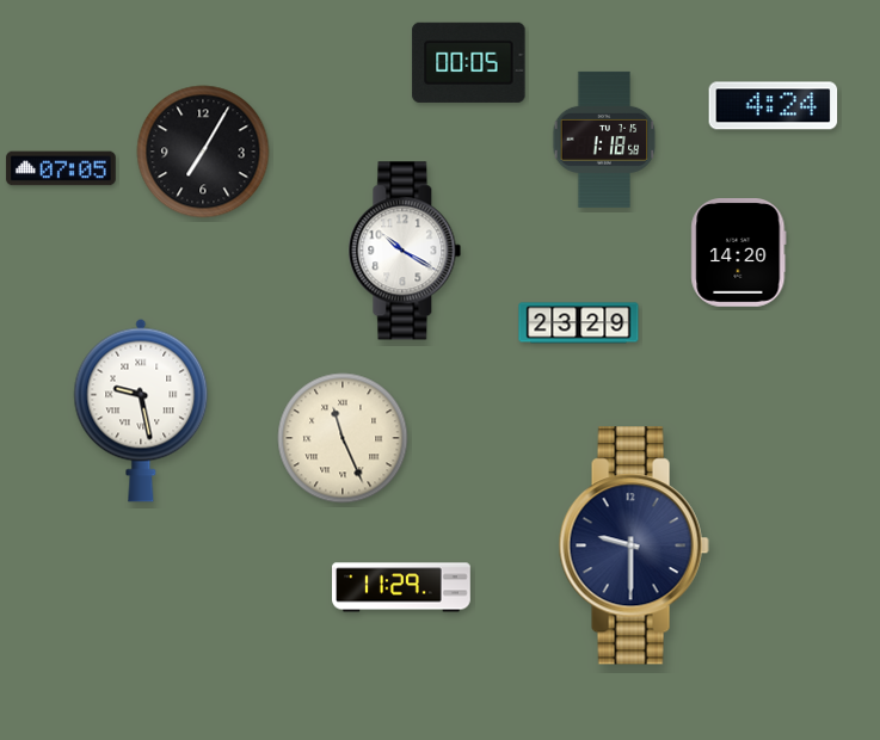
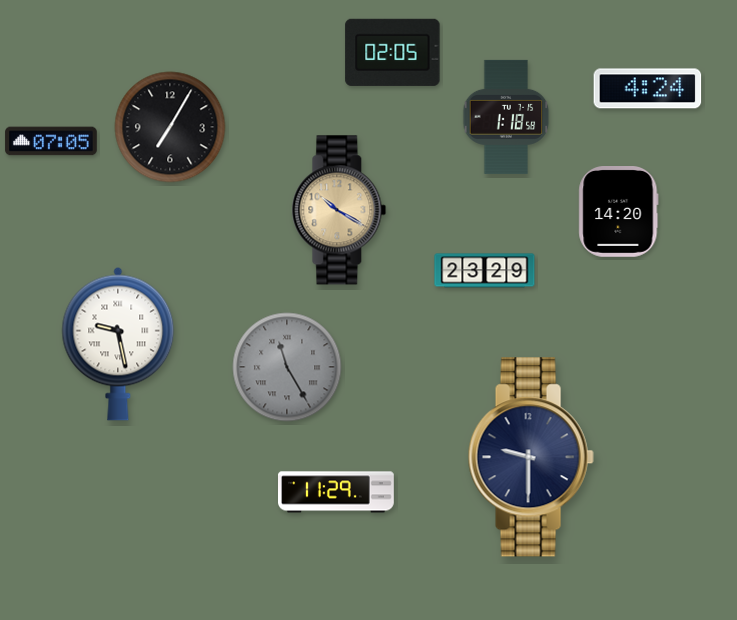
clock at (469, 62): 00:05 -> 02:05
clock at (405, 251) dial: white -> champagne
clock at (343, 438): 11:26 -> 11:25
clock at (343, 438) dial: cream -> grey
